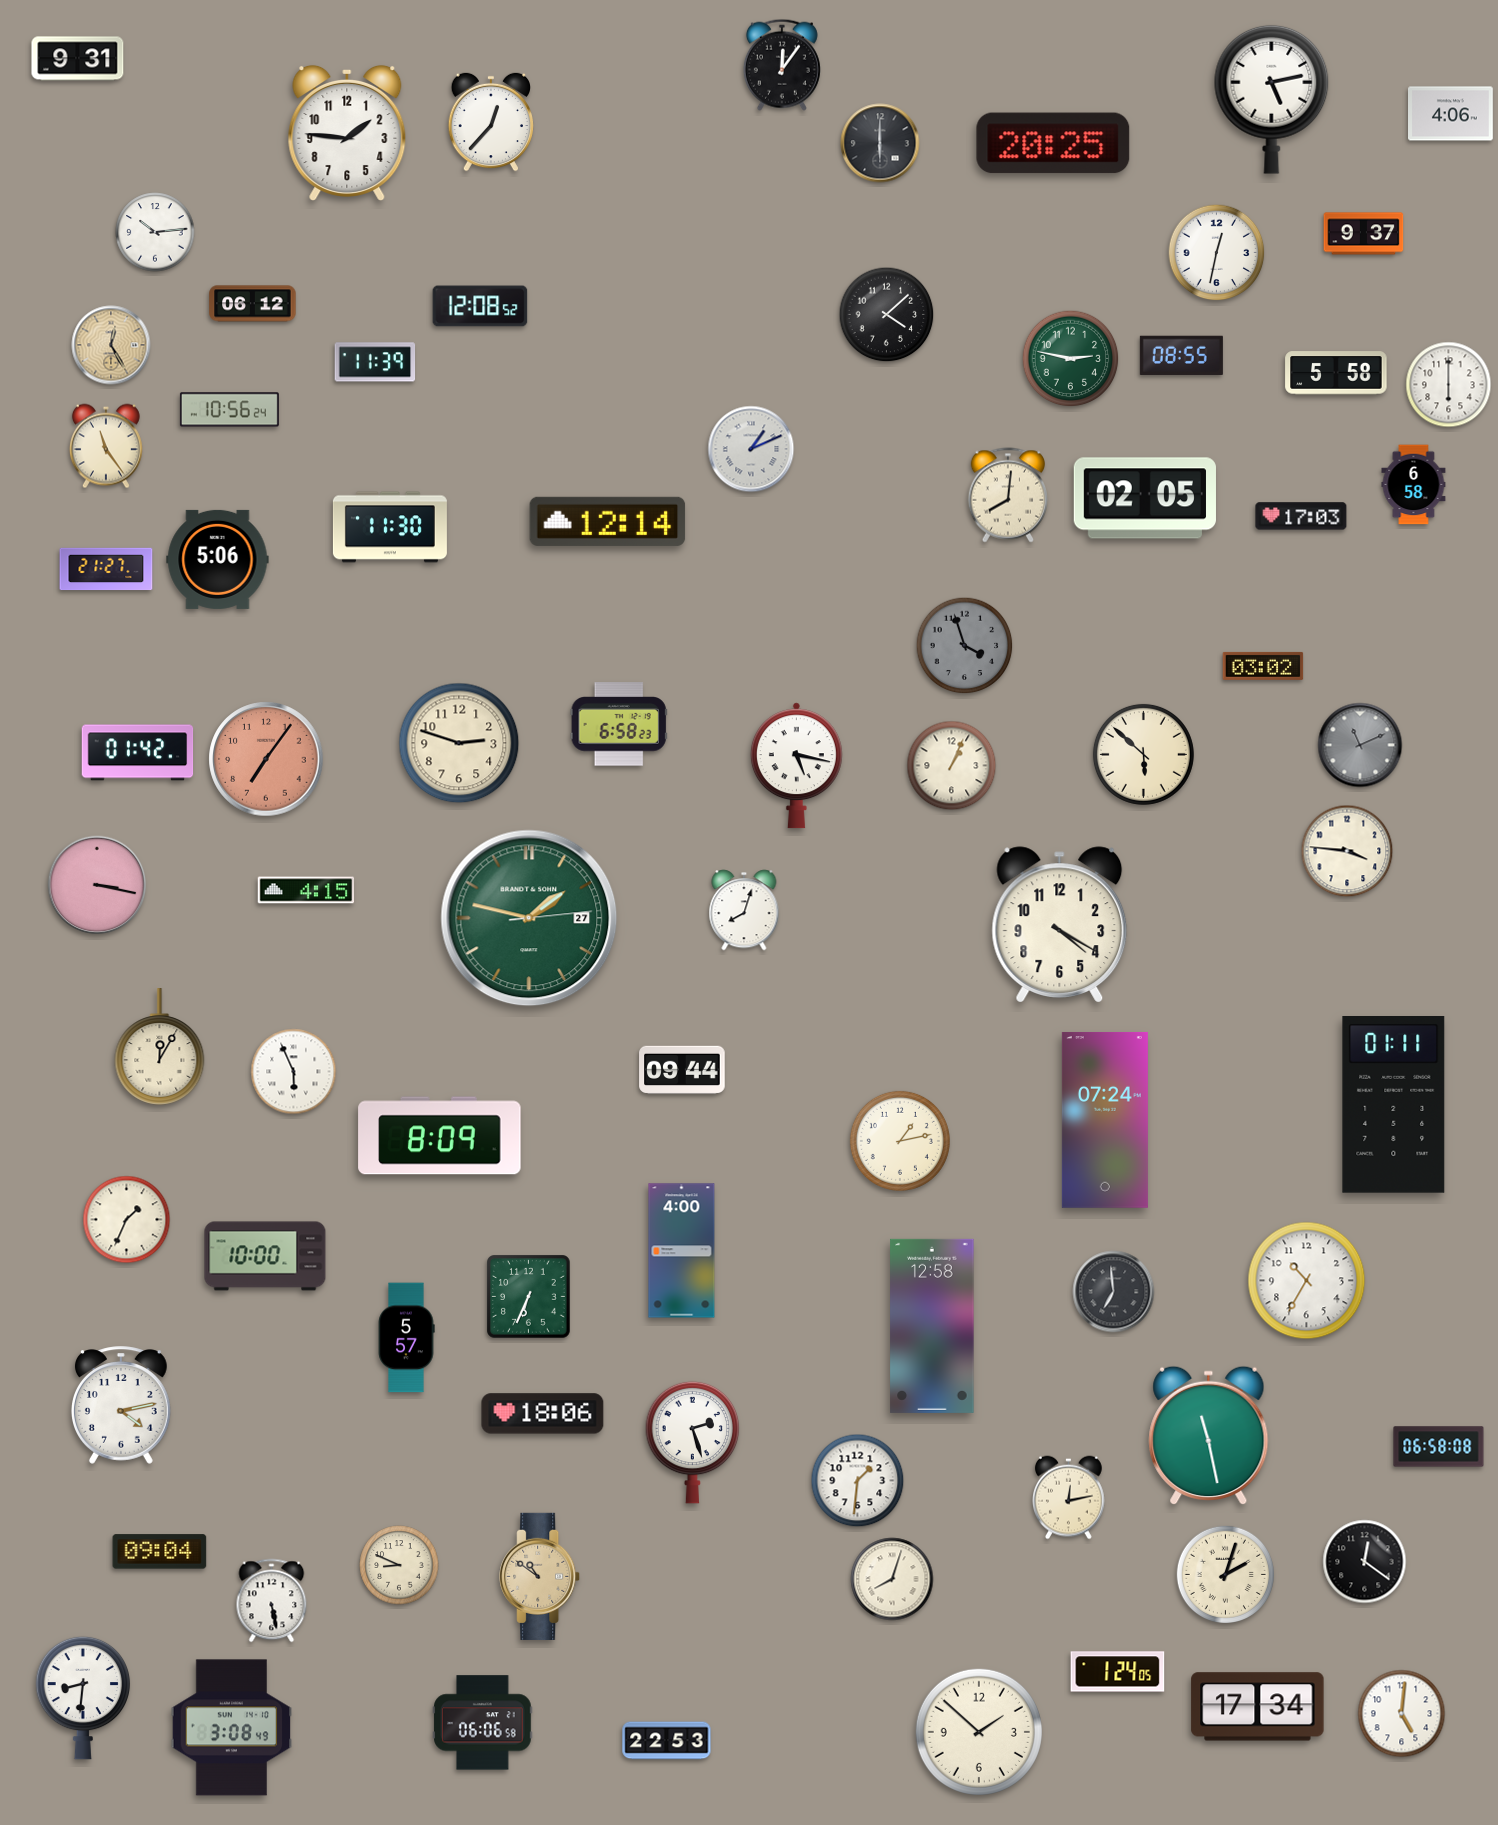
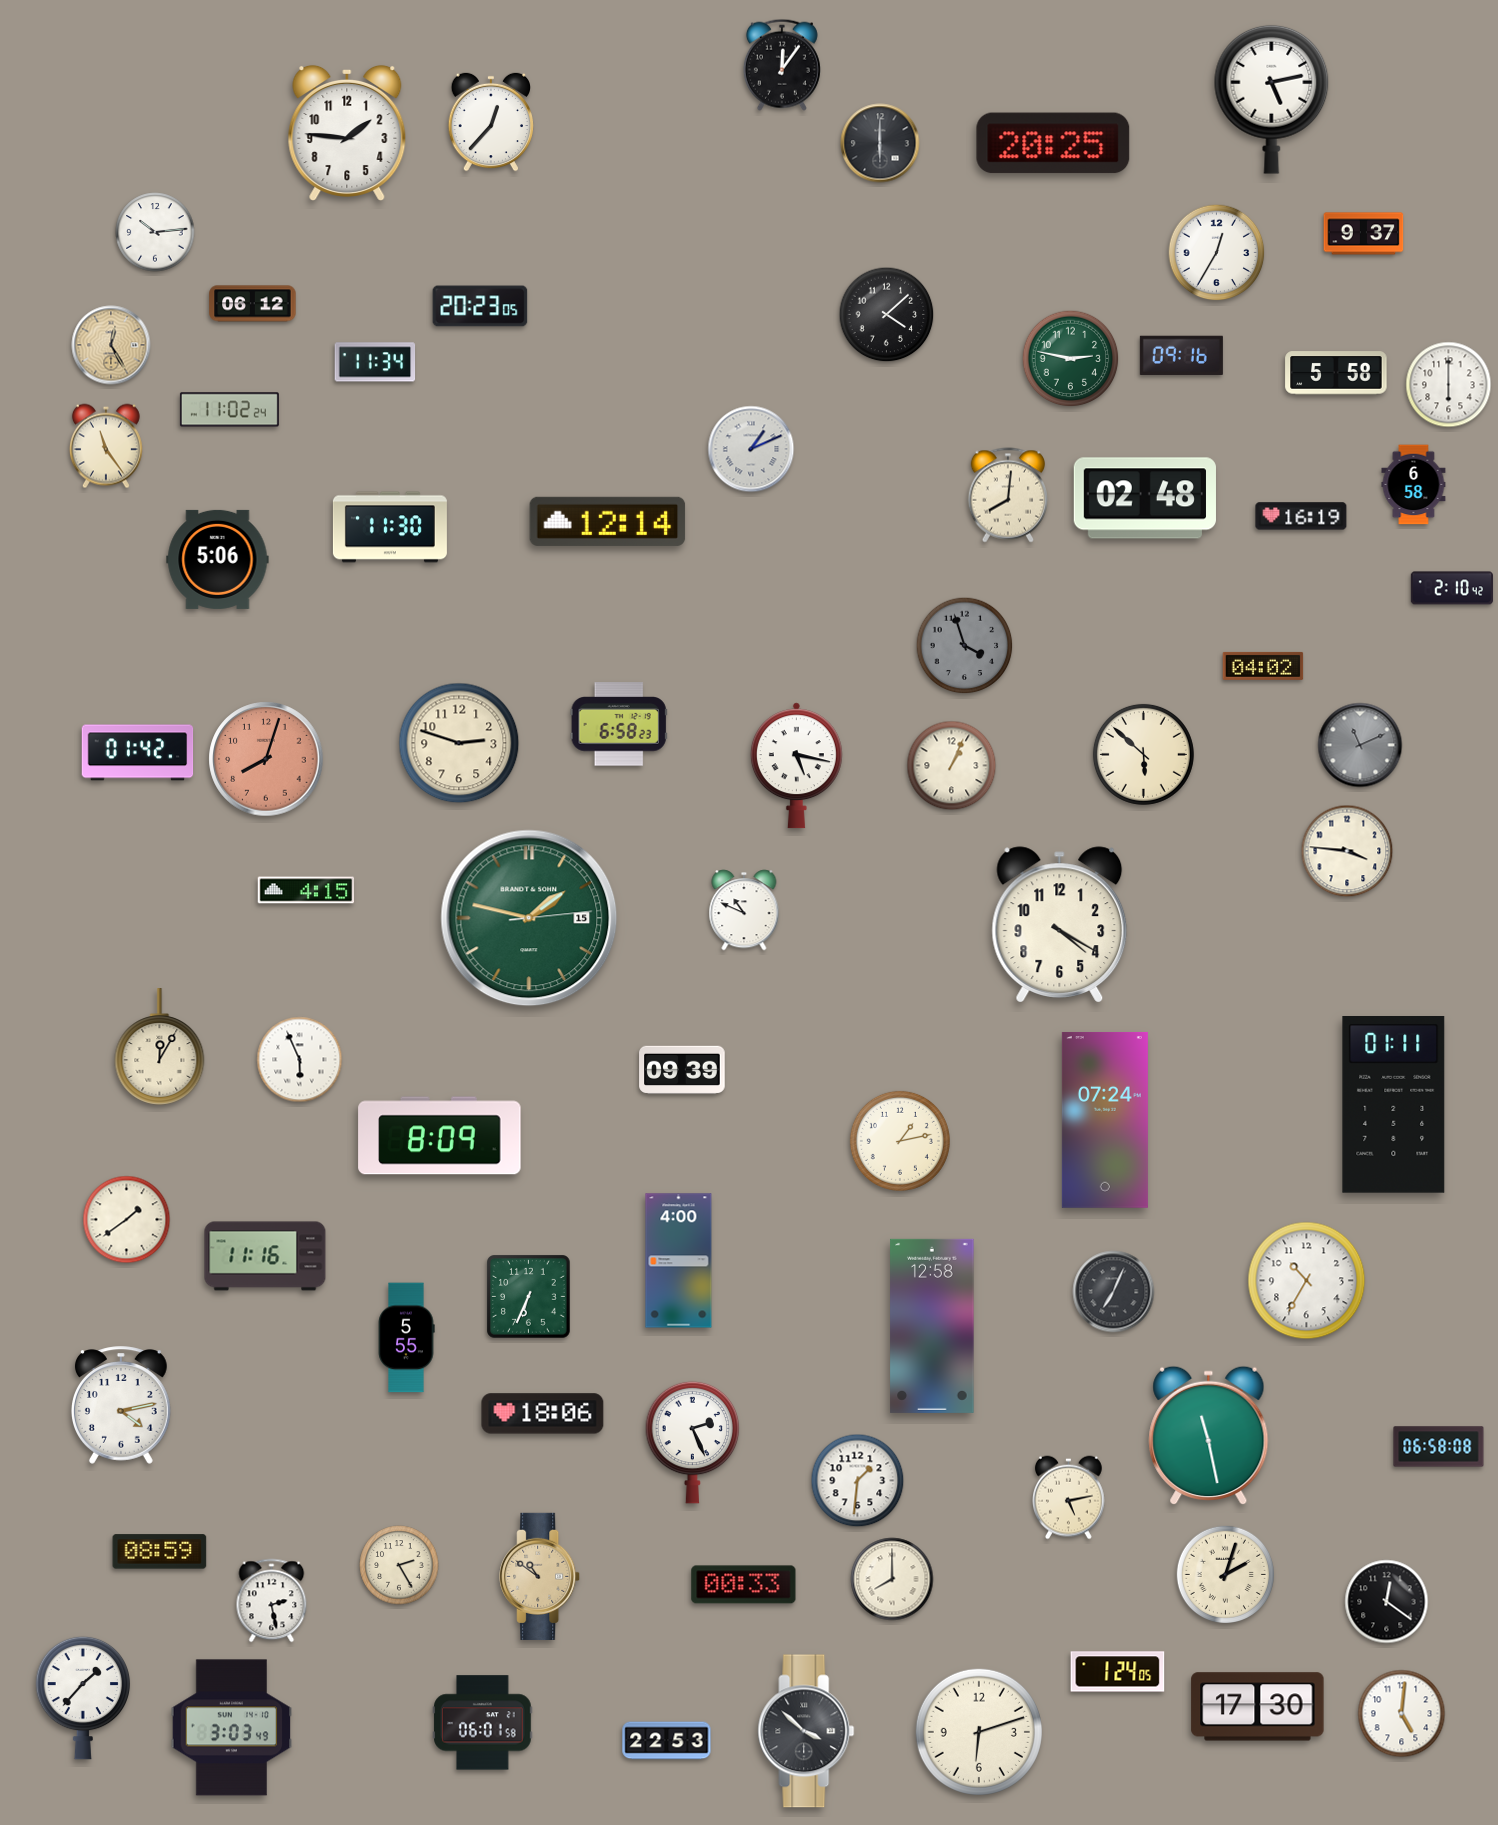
clock at (78, 59): 9:31 -> none
clock at (1451, 114): 4:06 -> none
clock at (1217, 253): 12:32 -> 12:35
clock at (480, 306): 12:08 -> 20:23
clock at (1181, 355): 08:55 -> 09:16
clock at (375, 362): 11:39 -> 11:34
clock at (229, 410): 10:56 -> 11:02
clock at (1145, 498): 02:05 -> 02:48
clock at (1301, 516): 17:03 -> 16:19
clock at (106, 569): 21:27 -> none
clock at (1452, 588): none -> 2:10
clock at (1263, 666): 03:02 -> 04:02
clock at (266, 759): 7:06 -> 8:03
clock at (97, 885): 3:17 -> none
clock at (744, 910): 8:03 -> 10:49
clock at (529, 918) date: 27 -> 15
clock at (682, 1070): 09:44 -> 09:39
clock at (294, 1072) position: (294, 1072) -> (300, 1060)
clock at (127, 1220): 1:34 -> 1:39
clock at (682, 1251) position: (682, 1251) -> (679, 1261)
clock at (265, 1256): 10:00 -> 11:16
clock at (1114, 1292): 6:59 -> 7:04
clock at (406, 1338): 5:57 -> 5:55
clock at (693, 1442): 2:27 -> 2:26
clock at (1069, 1498): 12:13 -> 5:13
clock at (160, 1552): 09:04 -> 08:59
clock at (1365, 1562) position: (1365, 1562) -> (1387, 1602)
clock at (399, 1565): 8:49 -> 2:25
clock at (892, 1579): 8:03 -> 8:00
clock at (744, 1585): none -> 00:33
clock at (272, 1601): 5:28 -> 2:28
clock at (83, 1698): 8:31 -> 1:37
clock at (1258, 1707): 17:34 -> 17:30
clock at (483, 1723): 06:06 -> 06:01
clock at (232, 1728): 3:08 -> 3:03
clock at (806, 1731): none -> 3:52
clock at (979, 1732): 1:52 -> 6:12
